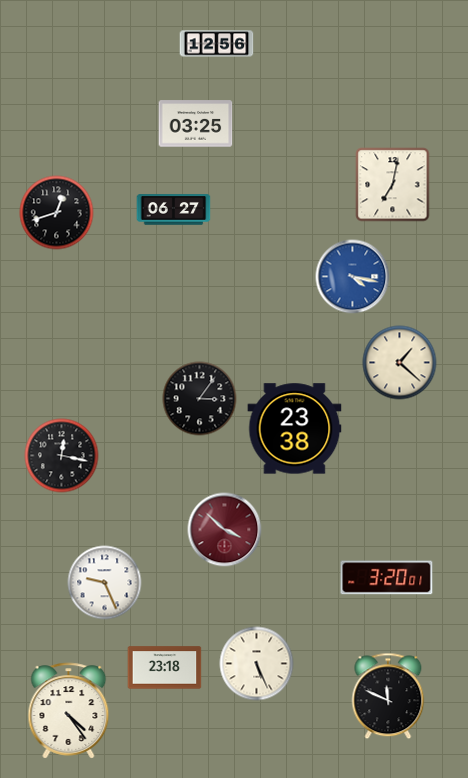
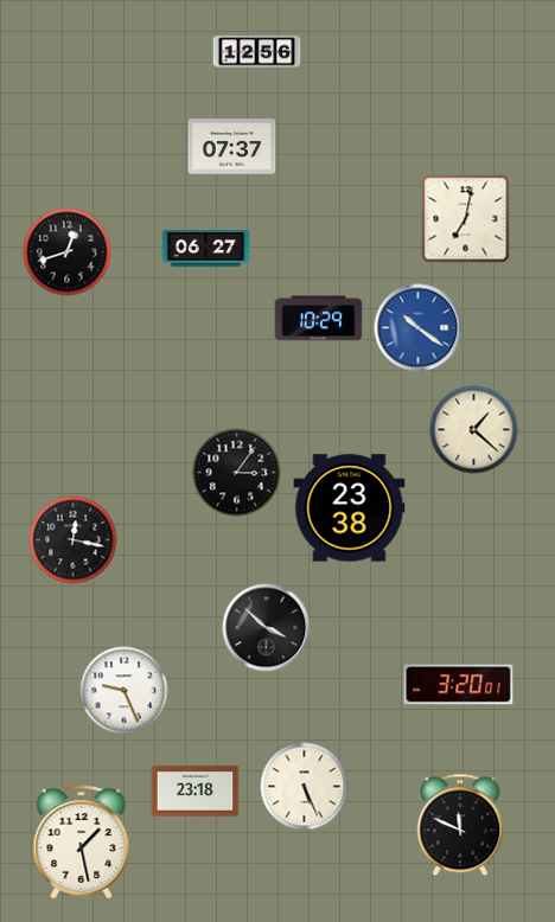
clock at (196, 124): 03:25 -> 07:37
clock at (319, 319): none -> 10:29
clock at (353, 277): 4:17 -> 10:21
clock at (225, 530) dial: burgundy -> black
clock at (69, 711): 4:24 -> 1:28
